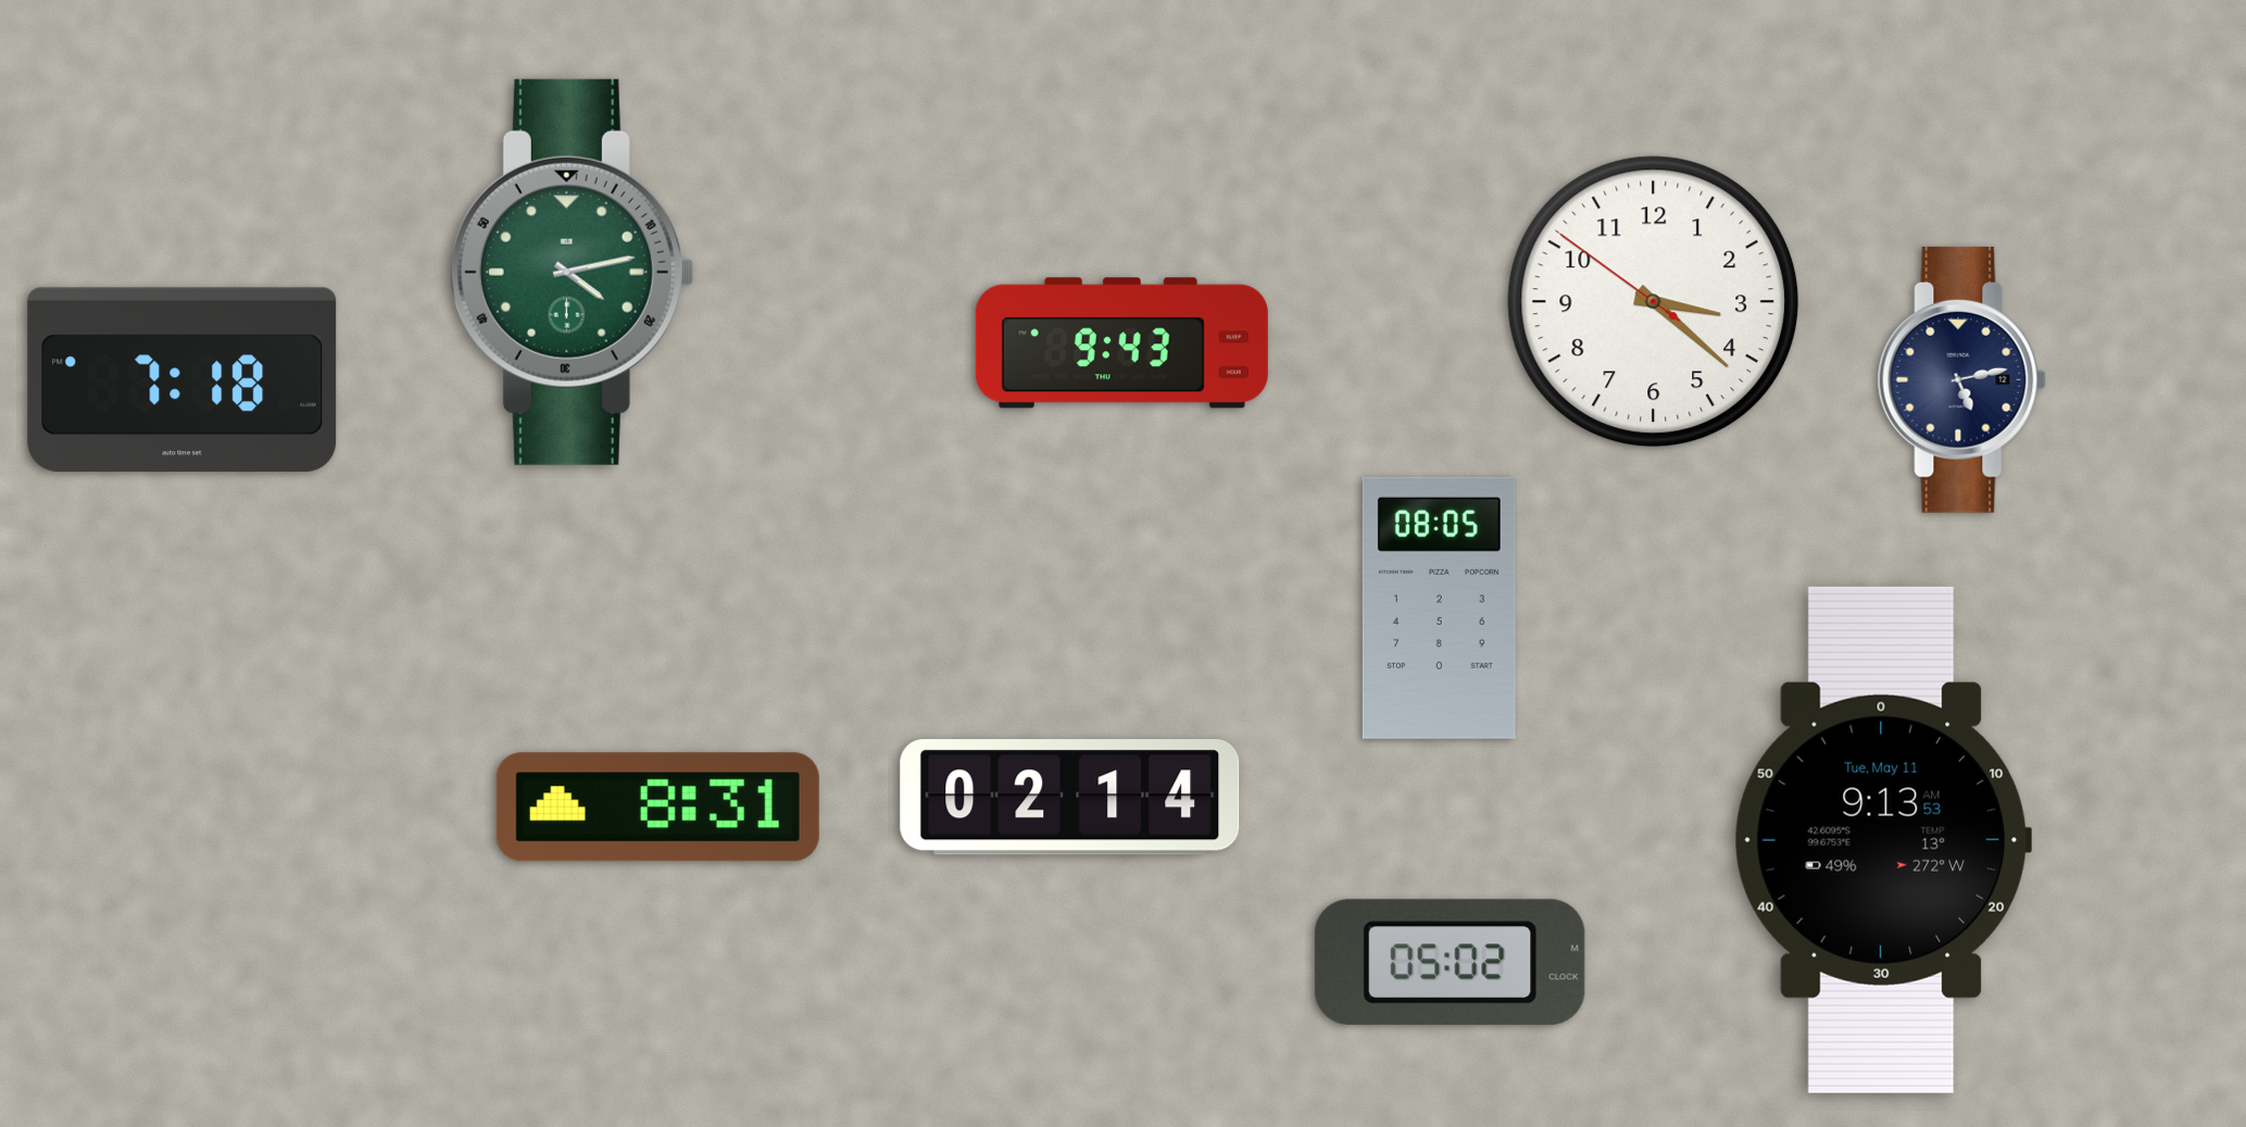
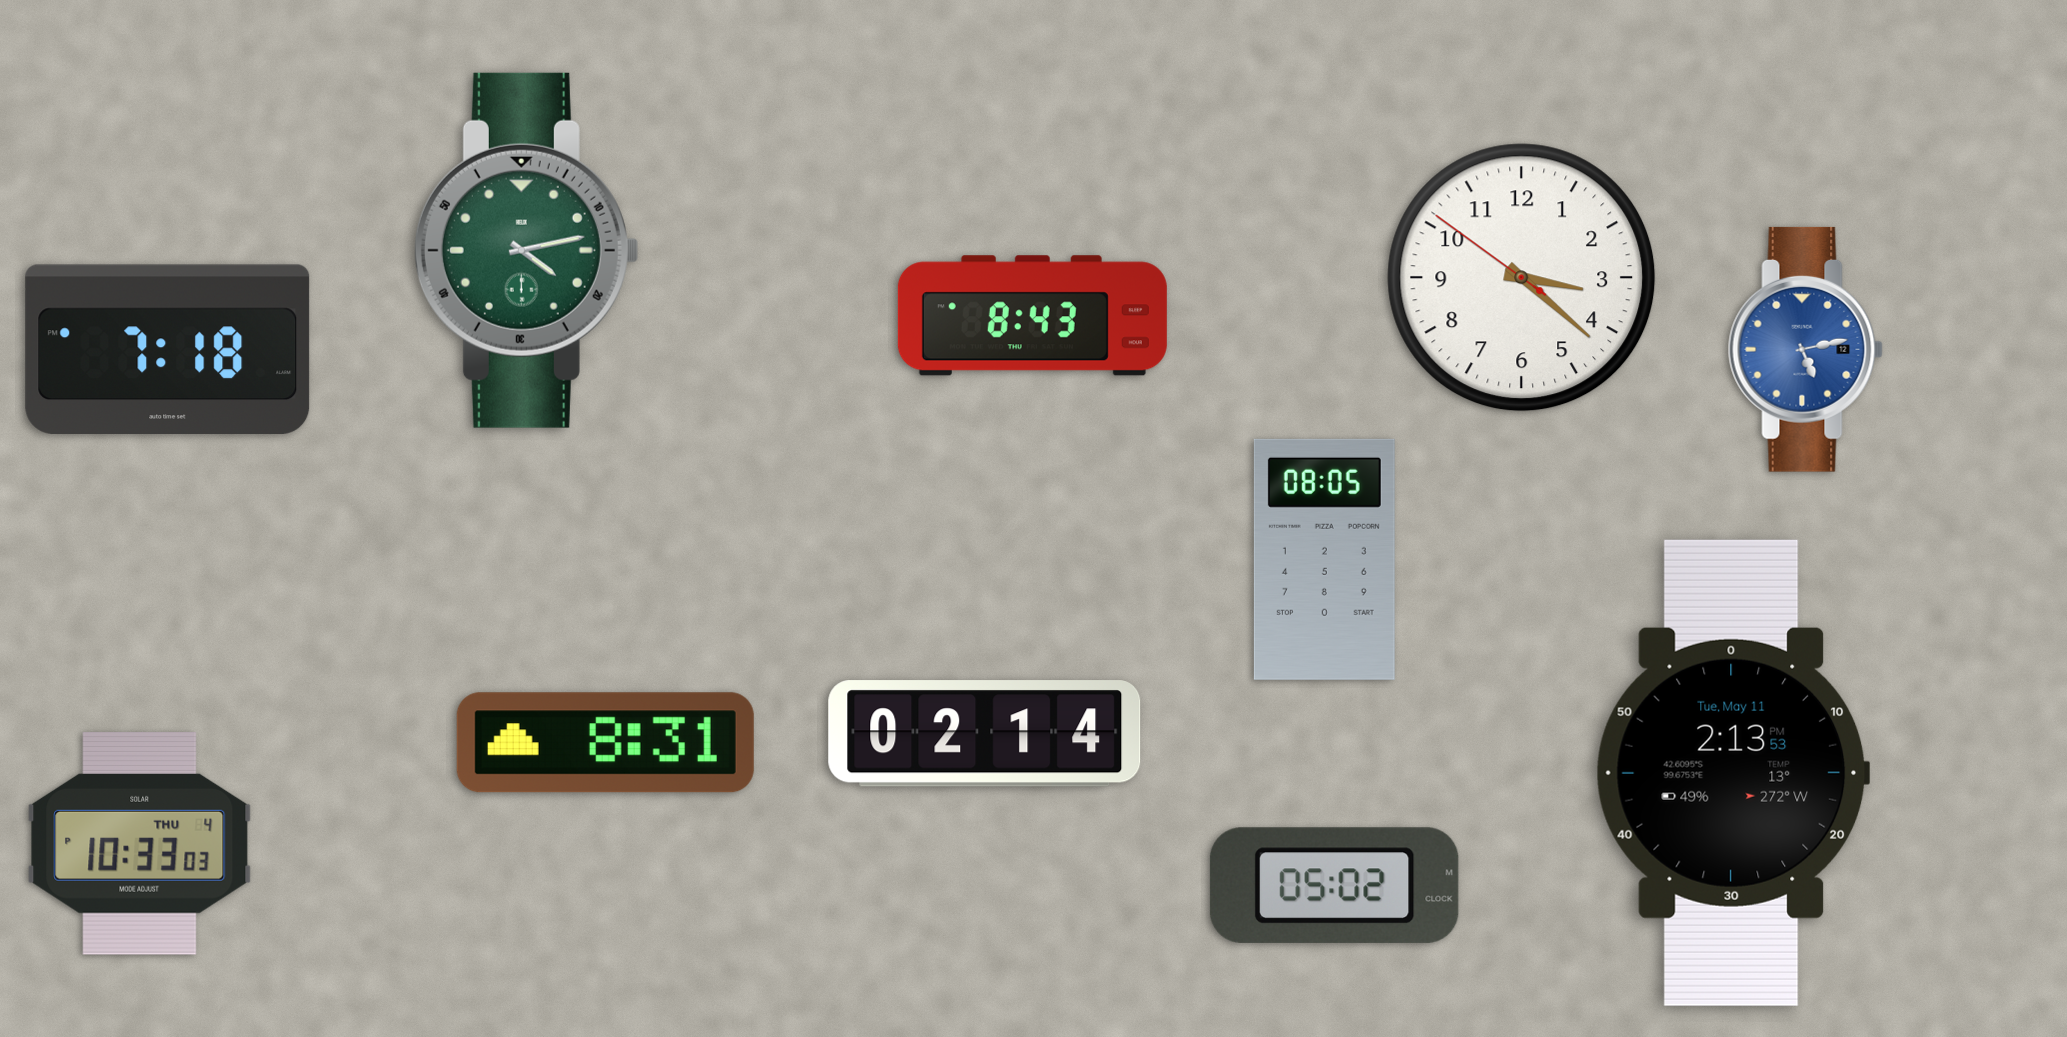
clock at (1121, 343): 9:43 -> 8:43
clock at (1961, 379) dial: navy -> blue
clock at (1883, 840): 9:13 -> 2:13
clock at (140, 843): none -> 10:33
